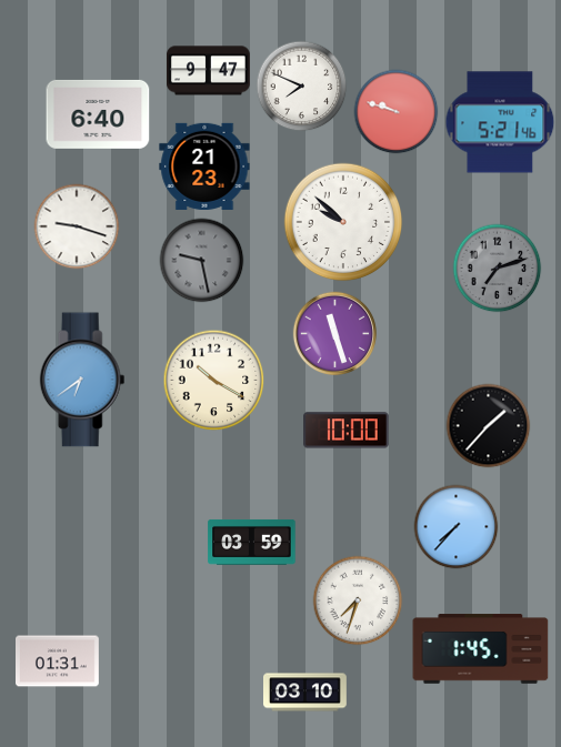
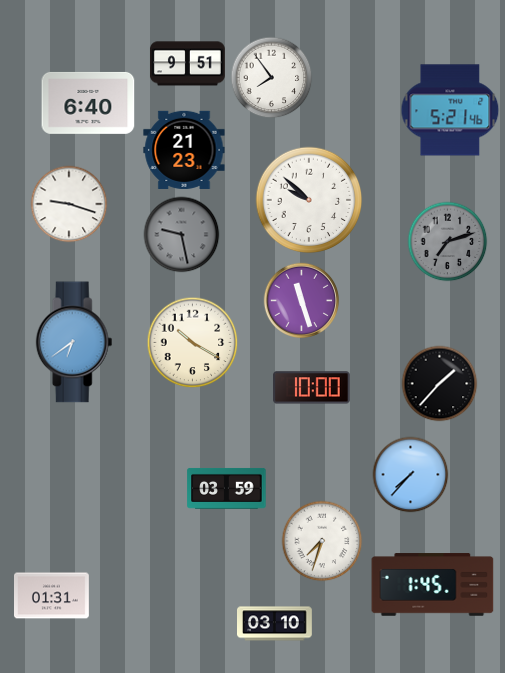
clock at (208, 71): 9:47 -> 9:51
clock at (302, 87): 7:49 -> 7:54
clock at (397, 112): 9:48 -> none
